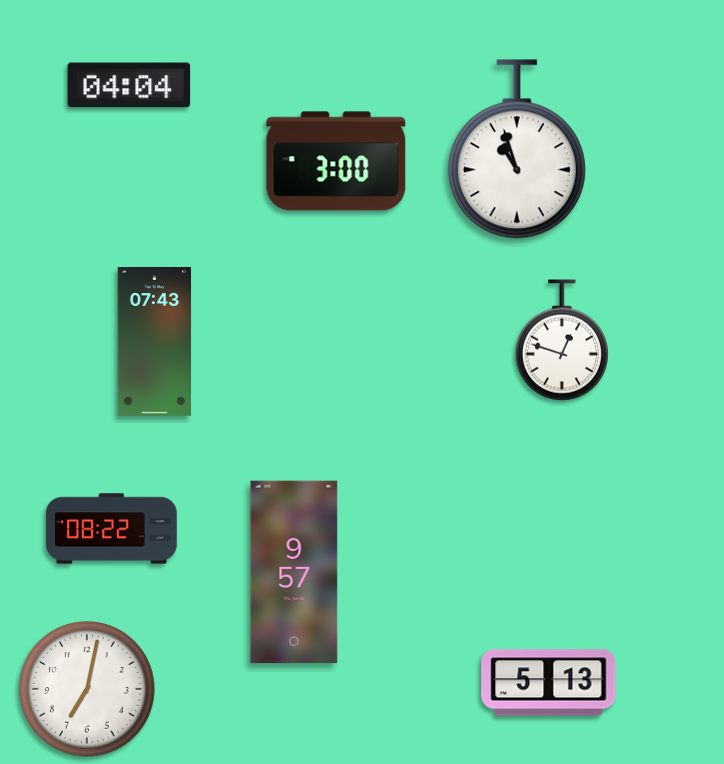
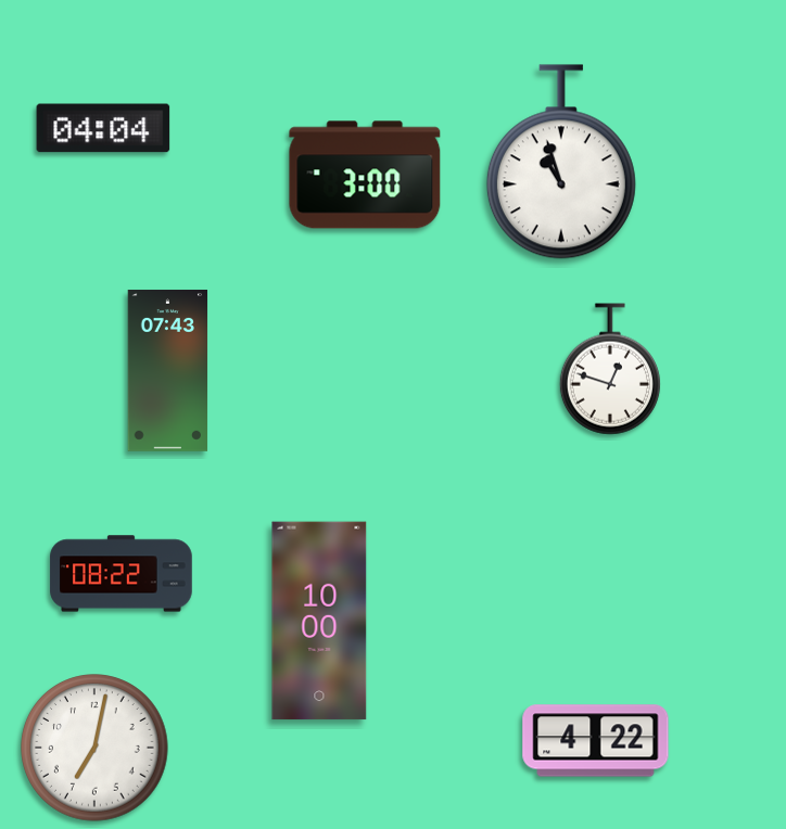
clock at (129, 85) position: (129, 85) -> (103, 128)
clock at (294, 572): 9:57 -> 10:00
clock at (549, 683): 5:13 -> 4:22
